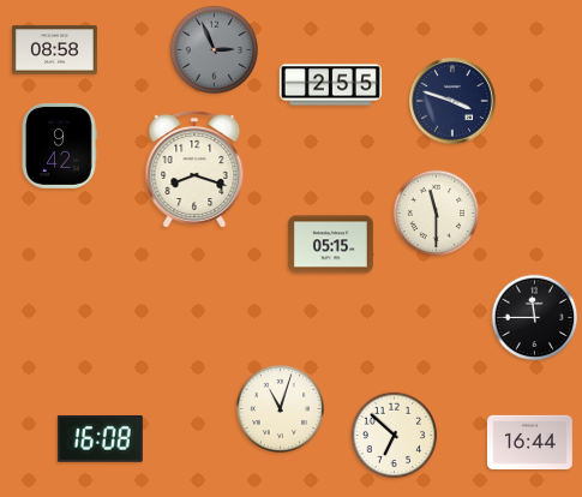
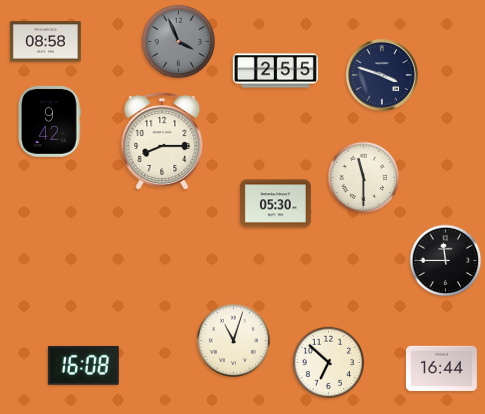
clock at (215, 50): 2:56 -> 3:56
clock at (454, 102) position: (454, 102) -> (383, 76)
clock at (194, 168): 8:18 -> 8:15
clock at (330, 245): 05:15 -> 05:30
clock at (535, 318) position: (535, 318) -> (446, 261)
